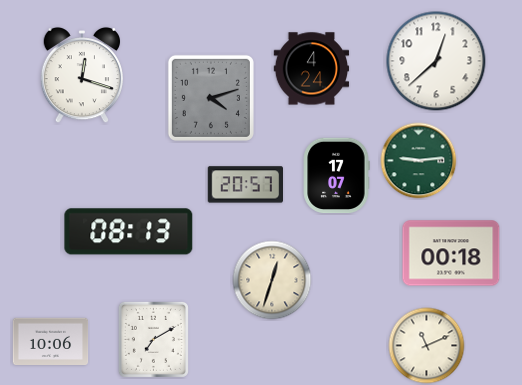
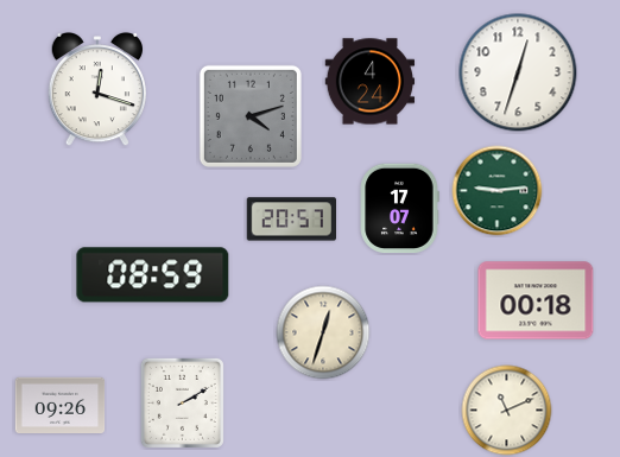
clock at (436, 61): 12:38 -> 12:33
clock at (129, 232): 08:13 -> 08:59
clock at (153, 339): 7:10 -> 2:10
clock at (51, 341): 10:06 -> 09:26
